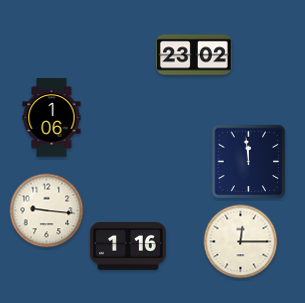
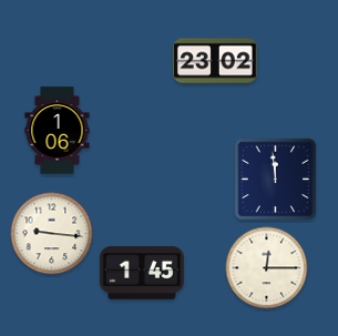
clock at (128, 246): 1:16 -> 1:45
